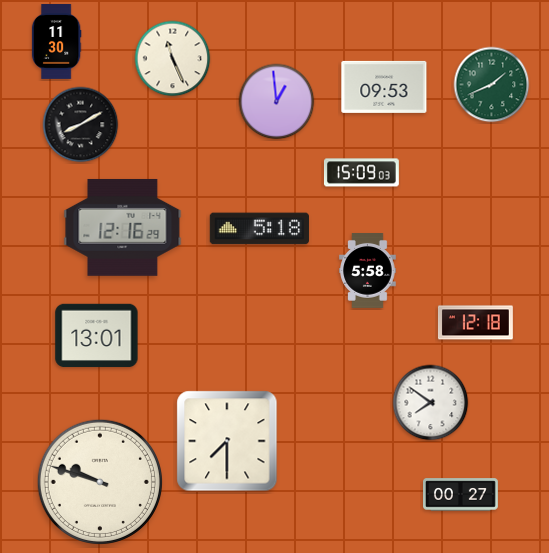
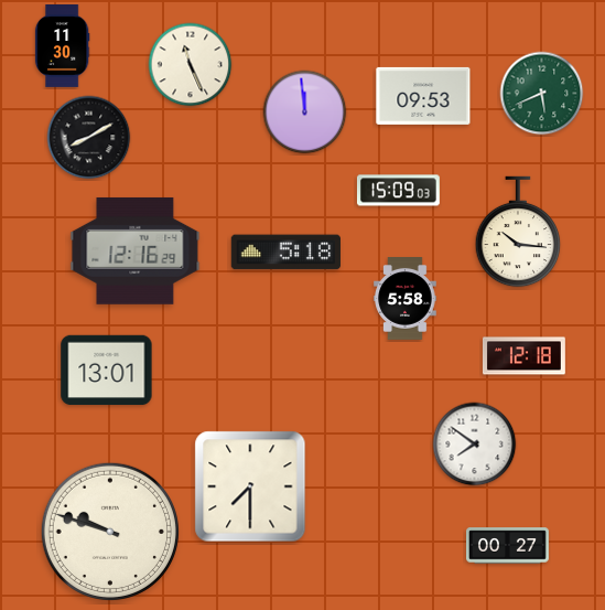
clock at (492, 85): 1:41 -> 5:41
clock at (277, 102): 12:59 -> 11:59
clock at (518, 232): none -> 10:16
